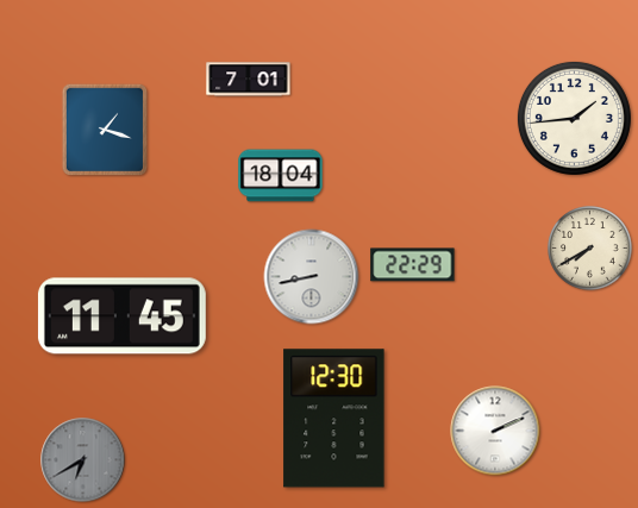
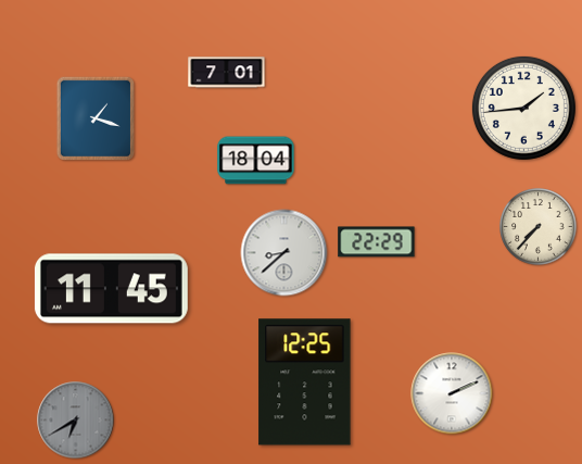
clock at (590, 249): 7:40 -> 7:37
clock at (312, 277): 8:43 -> 8:38
clock at (334, 419): 12:30 -> 12:25
